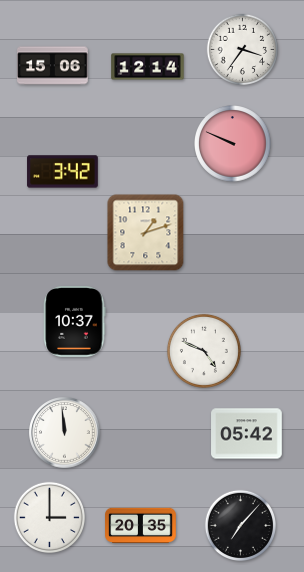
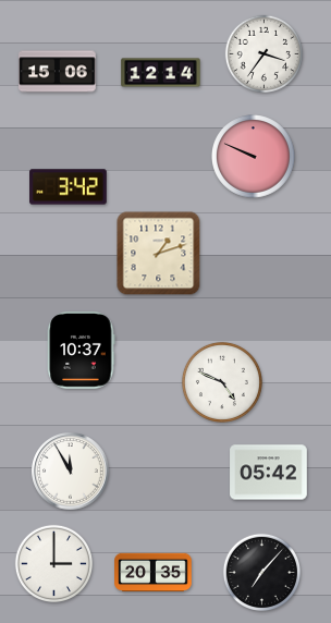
clock at (65, 433): 11:59 -> 11:55
